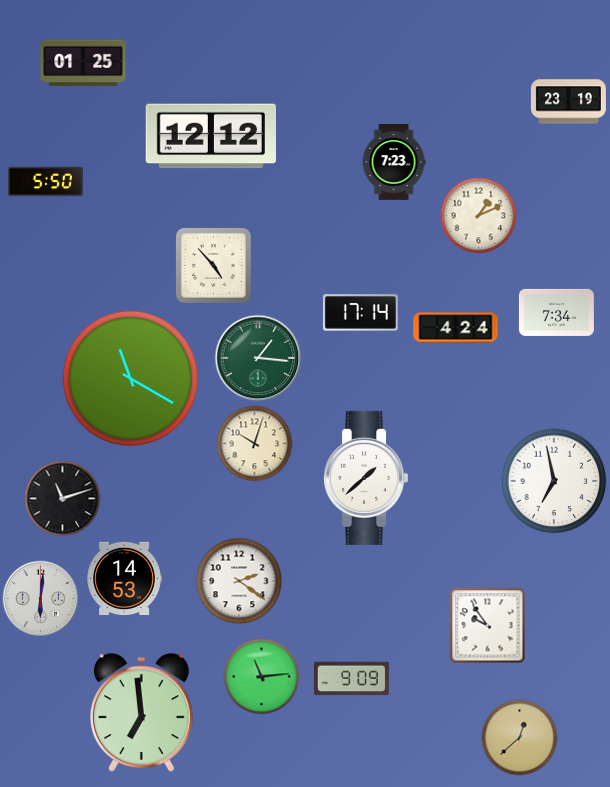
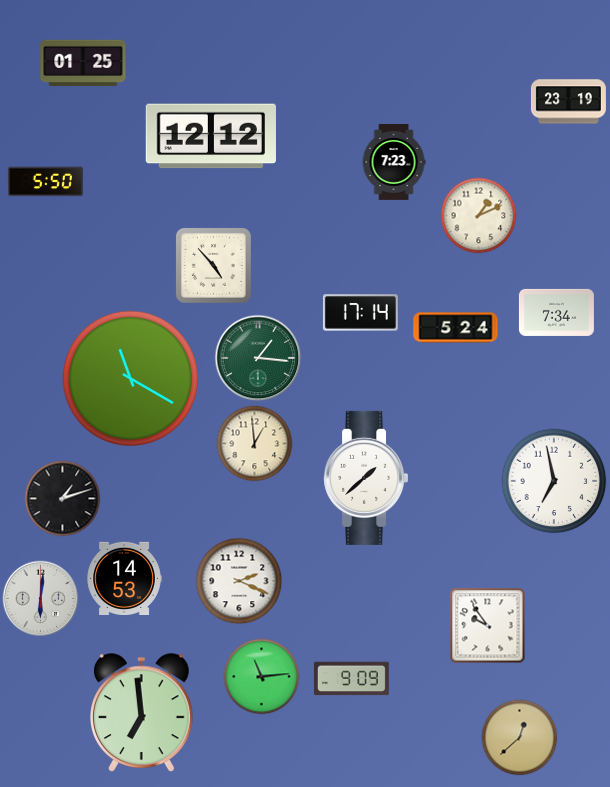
clock at (456, 328): 4:24 -> 5:24
clock at (255, 444): 10:03 -> 12:59
clock at (63, 499): 11:12 -> 1:12
clock at (239, 581): 2:21 -> 2:19
